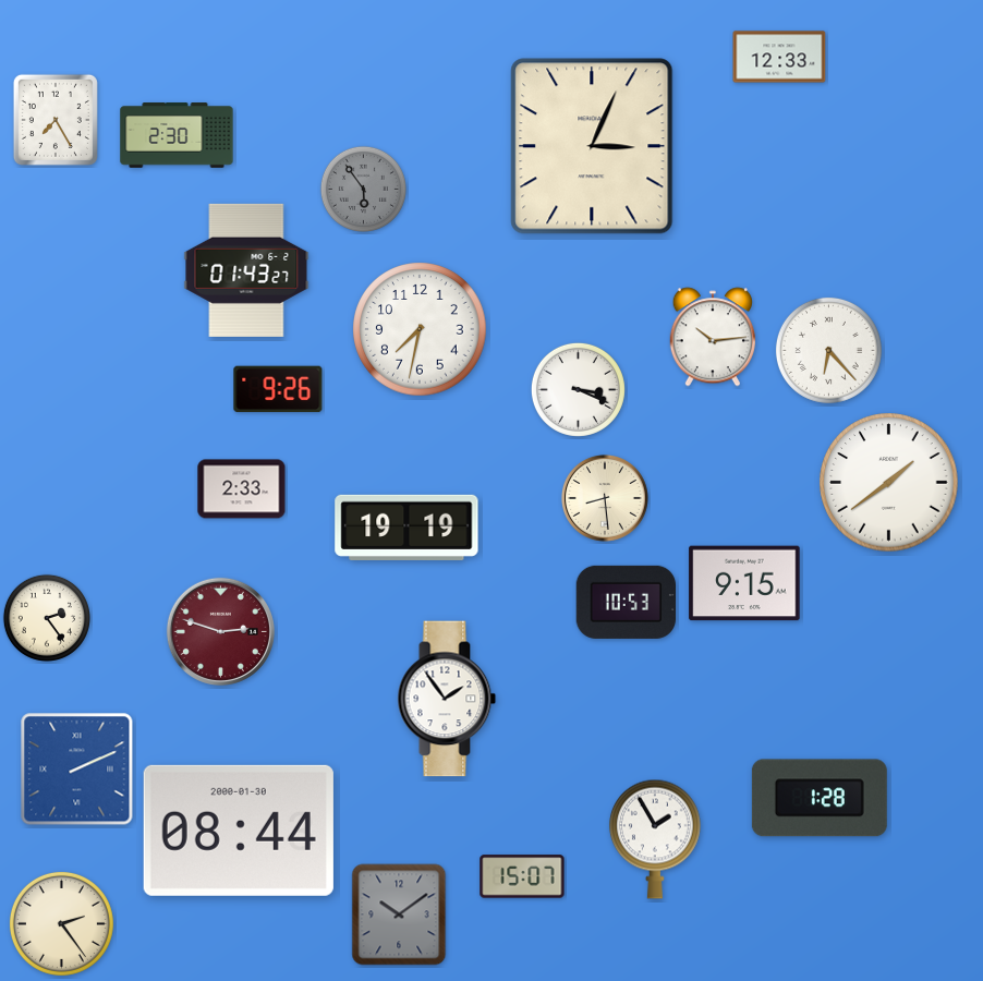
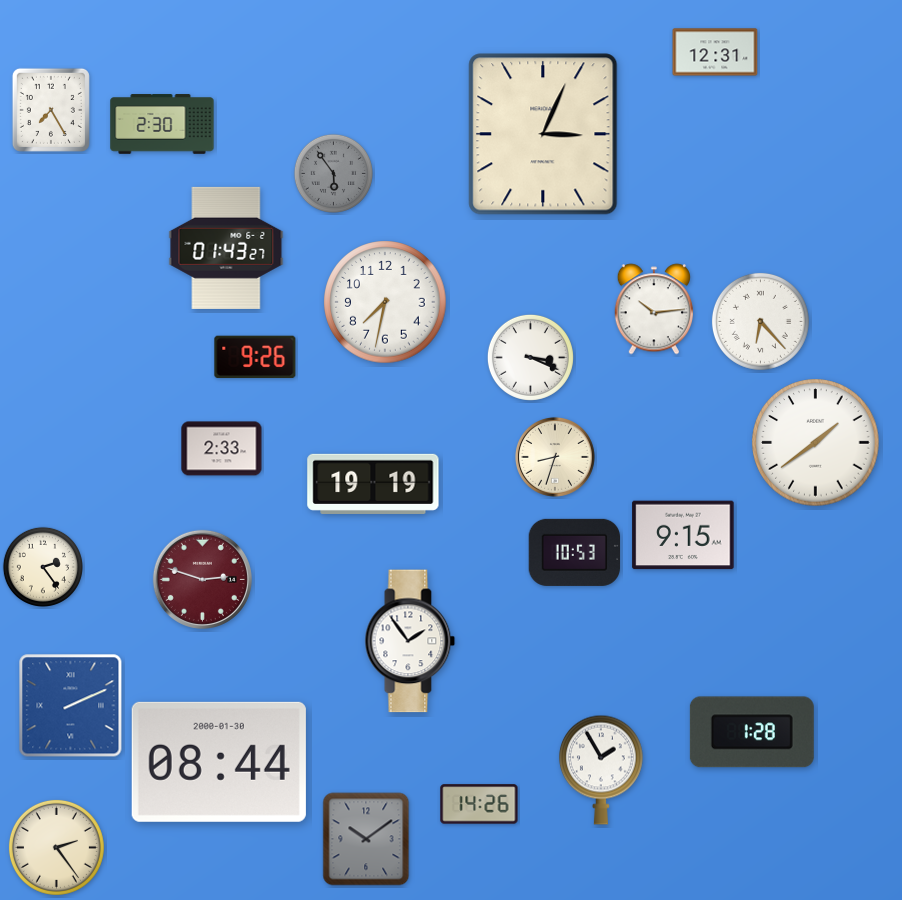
clock at (779, 57): 12:33 -> 12:31
clock at (605, 498): 8:29 -> 8:33
clock at (522, 876): 15:07 -> 14:26
